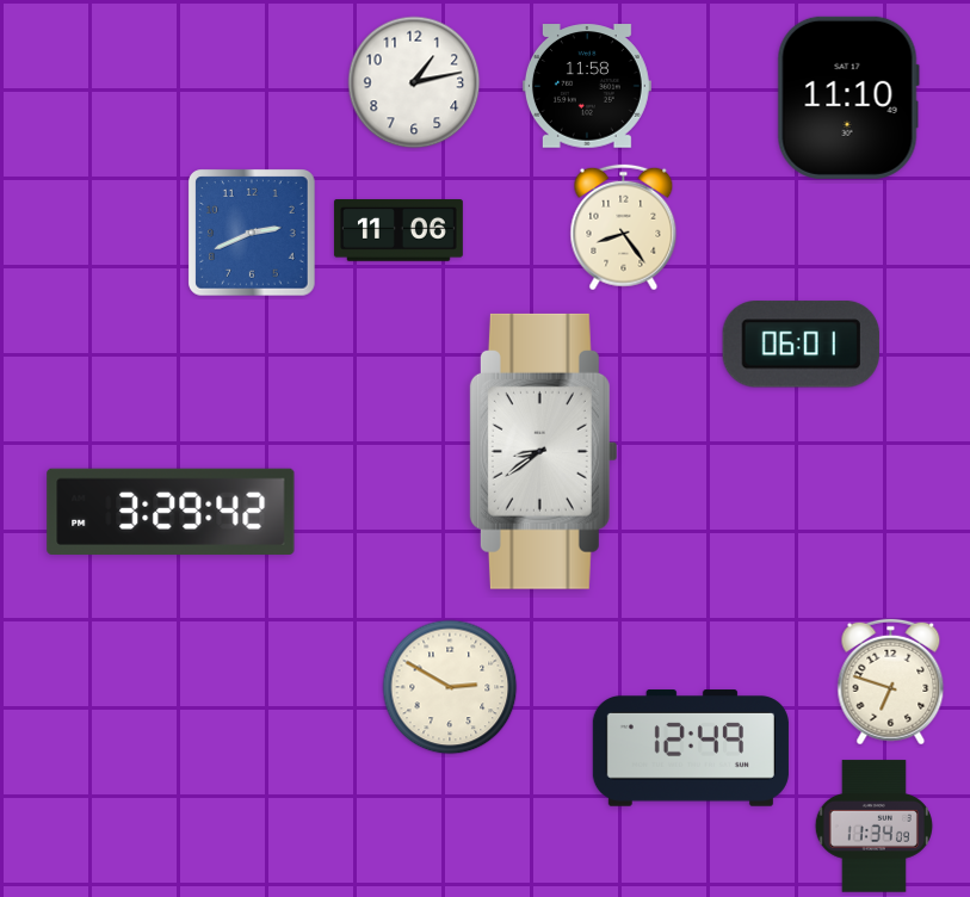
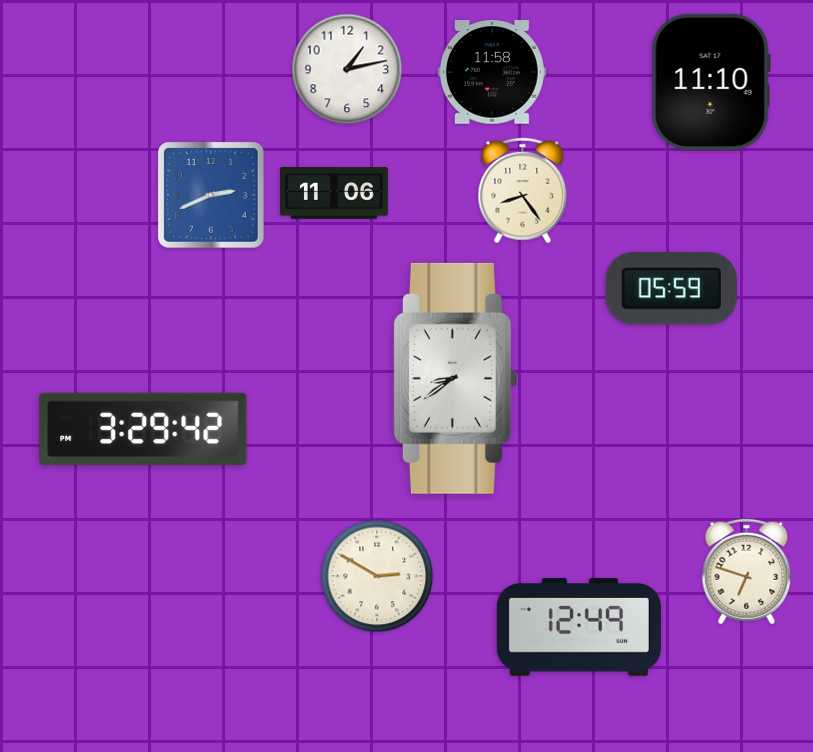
clock at (801, 345): 06:01 -> 05:59
clock at (873, 827): 11:34 -> none
